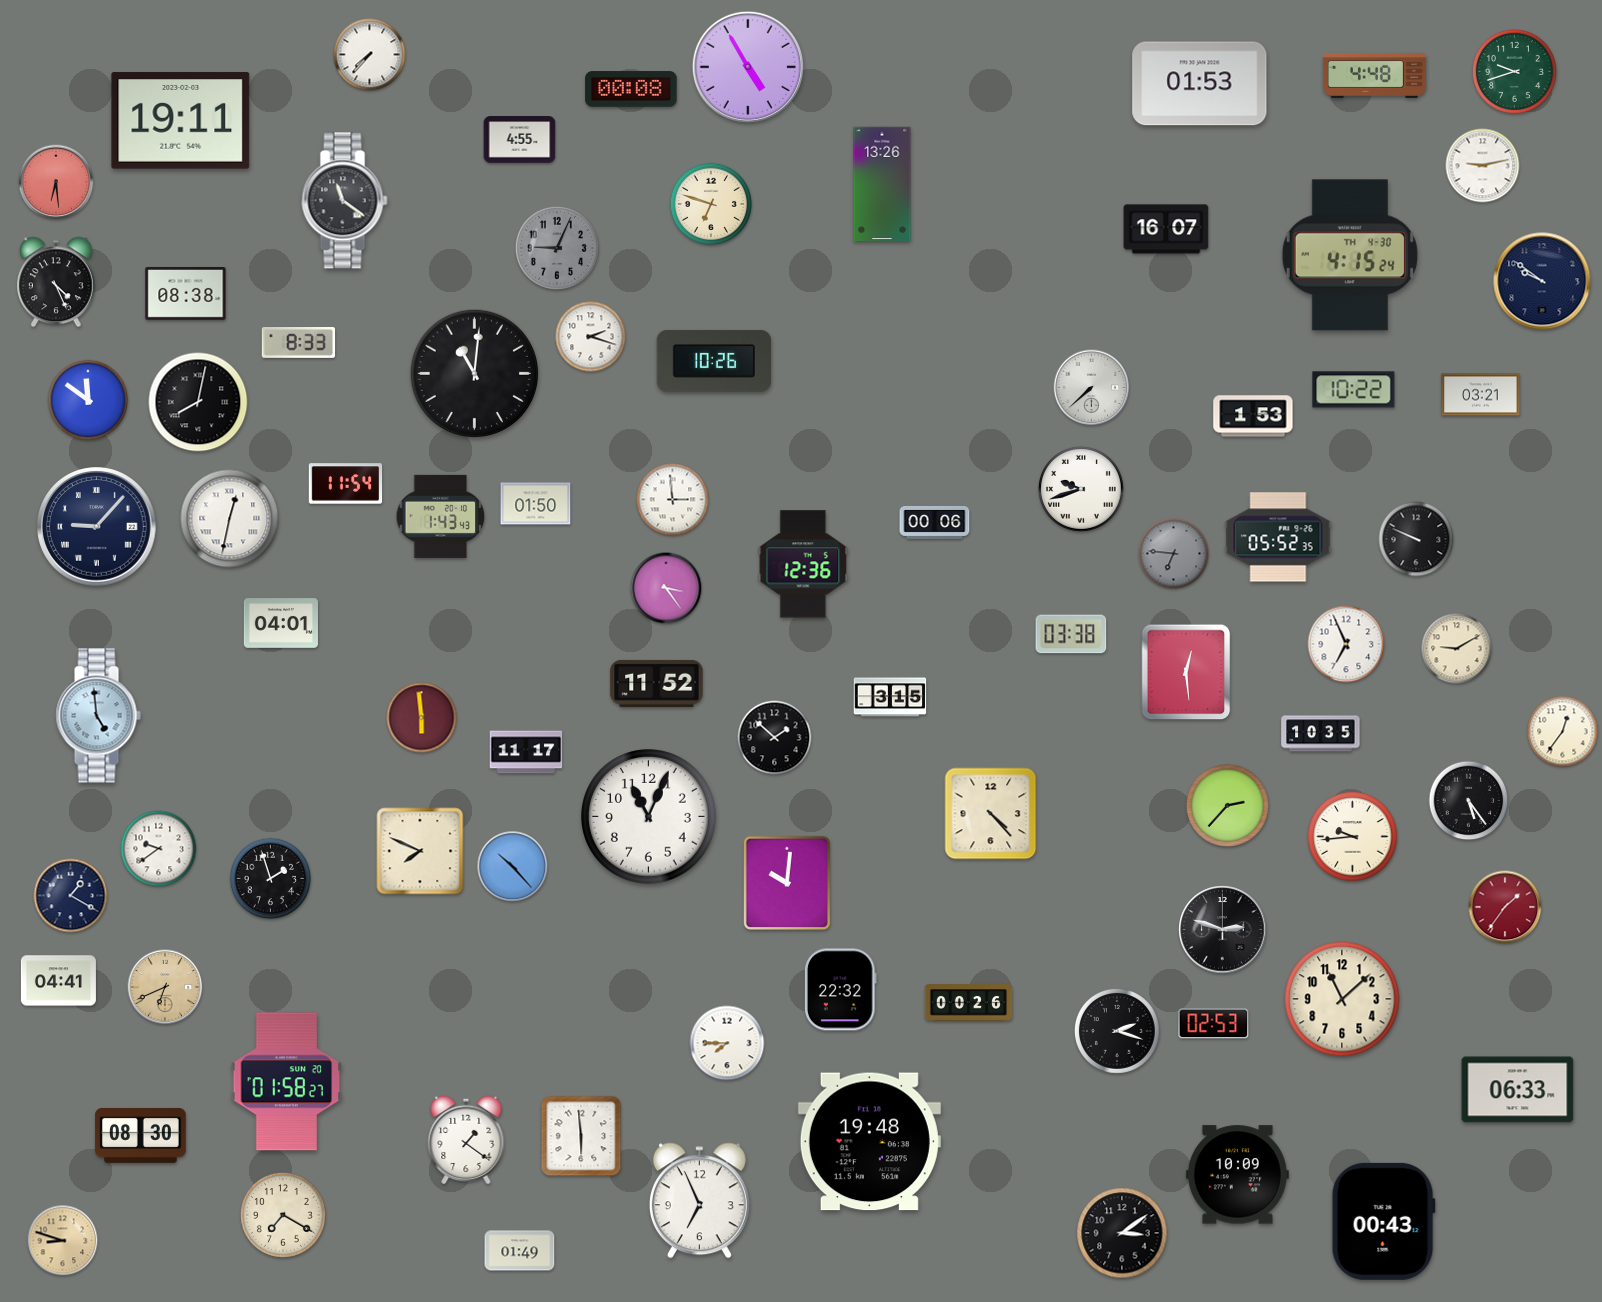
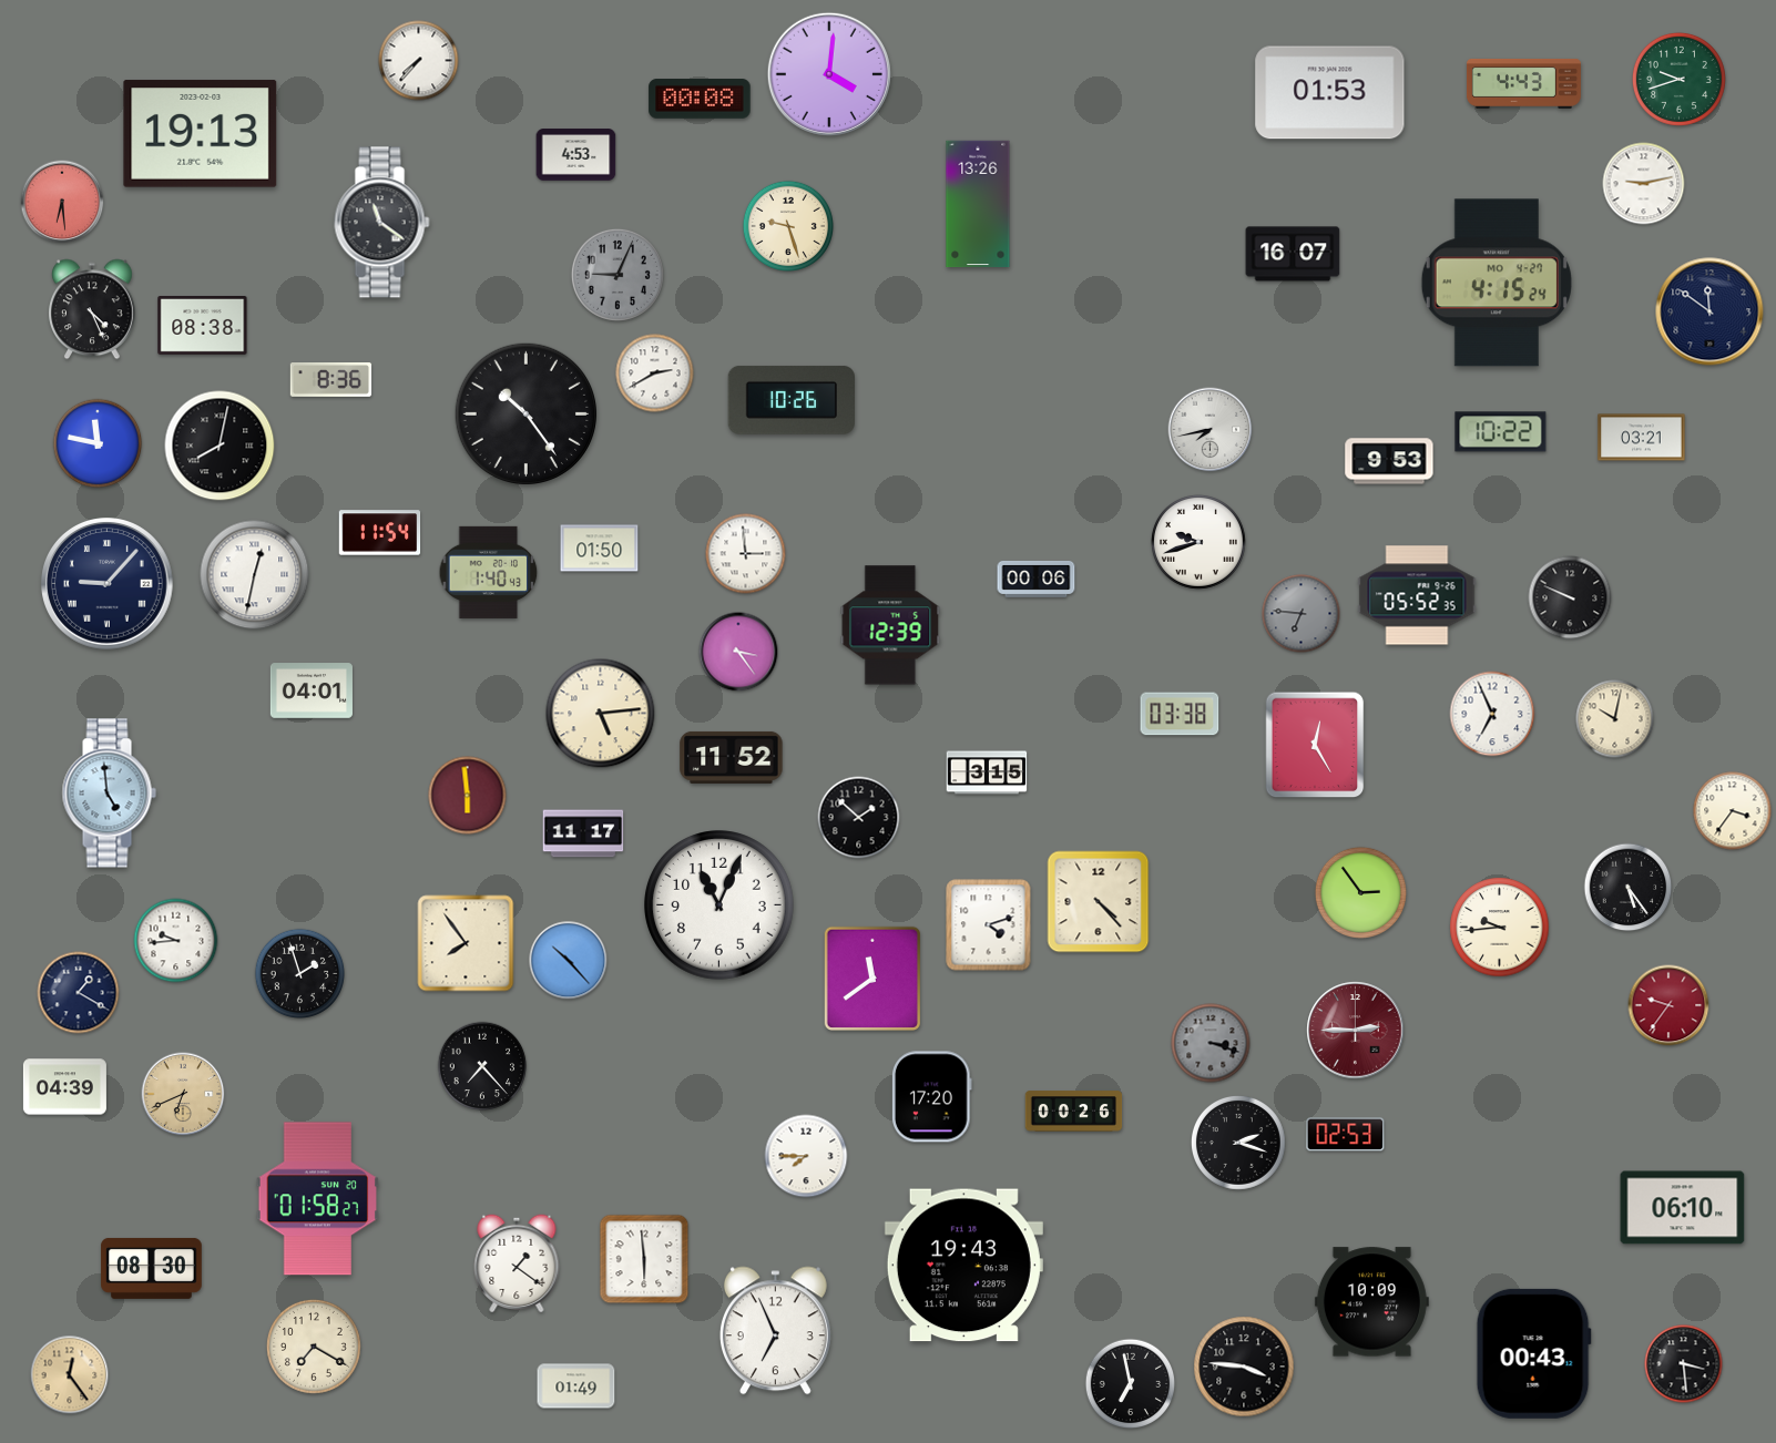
clock at (370, 55) position: (370, 55) -> (419, 61)
clock at (748, 67): 4:55 -> 4:01
clock at (1374, 75): 4:48 -> 4:43
clock at (181, 121): 19:11 -> 19:13
clock at (520, 140): 4:55 -> 4:53
clock at (710, 203): 6:48 -> 9:27
clock at (1350, 255) date: TH 4-30 -> MO 4-27
clock at (1542, 281): 9:51 -> 11:51
clock at (57, 282) position: (57, 282) -> (93, 309)
clock at (186, 294) position: (186, 294) -> (203, 326)
clock at (591, 337): 2:18 -> 2:40
clock at (299, 343): 8:33 -> 8:36
clock at (474, 373): 11:01 -> 10:24
clock at (1092, 388): 7:38 -> 7:43
clock at (88, 400): 11:51 -> 11:47
clock at (1253, 416): 1:53 -> 9:53
clock at (346, 484) position: (346, 484) -> (380, 533)
clock at (536, 504) position: (536, 504) -> (600, 549)
clock at (441, 516): 1:43 -> 1:40
clock at (803, 564): 12:36 -> 12:39
clock at (1071, 634) position: (1071, 634) -> (1180, 714)
clock at (601, 714): none -> 5:14
clock at (1457, 649): 9:10 -> 10:02
clock at (1186, 672): 12:29 -> 12:25
clock at (657, 683) position: (657, 683) -> (732, 757)
clock at (1563, 732): 12:36 -> 3:36
clock at (1321, 734): 10:35 -> none
clock at (1227, 805): 2:37 -> 2:54
clock at (989, 925): none -> 4:12
clock at (159, 849): 9:39 -> 9:44
clock at (420, 851): 7:49 -> 7:54
clock at (786, 882): 10:01 -> 11:39
clock at (1505, 907): 1:36 -> 9:36
clock at (1223, 930): 2:48 -> 2:45
clock at (1223, 930) dial: black -> burgundy
clock at (1211, 1043): none -> 3:18
clock at (482, 1066): none -> 7:23
clock at (58, 981): 04:41 -> 04:39
clock at (841, 990): 22:32 -> 17:20
clock at (1342, 999): 11:08 -> none
clock at (1518, 1090): 06:33 -> 06:10
clock at (141, 1135) position: (141, 1135) -> (152, 1268)
clock at (869, 1142): 19:48 -> 19:43
clock at (1684, 1364): none -> 3:29
clock at (1122, 1233): 3:09 -> 3:46
clock at (63, 1241): 8:48 -> 12:24
clock at (1131, 1384): none -> 6:58
